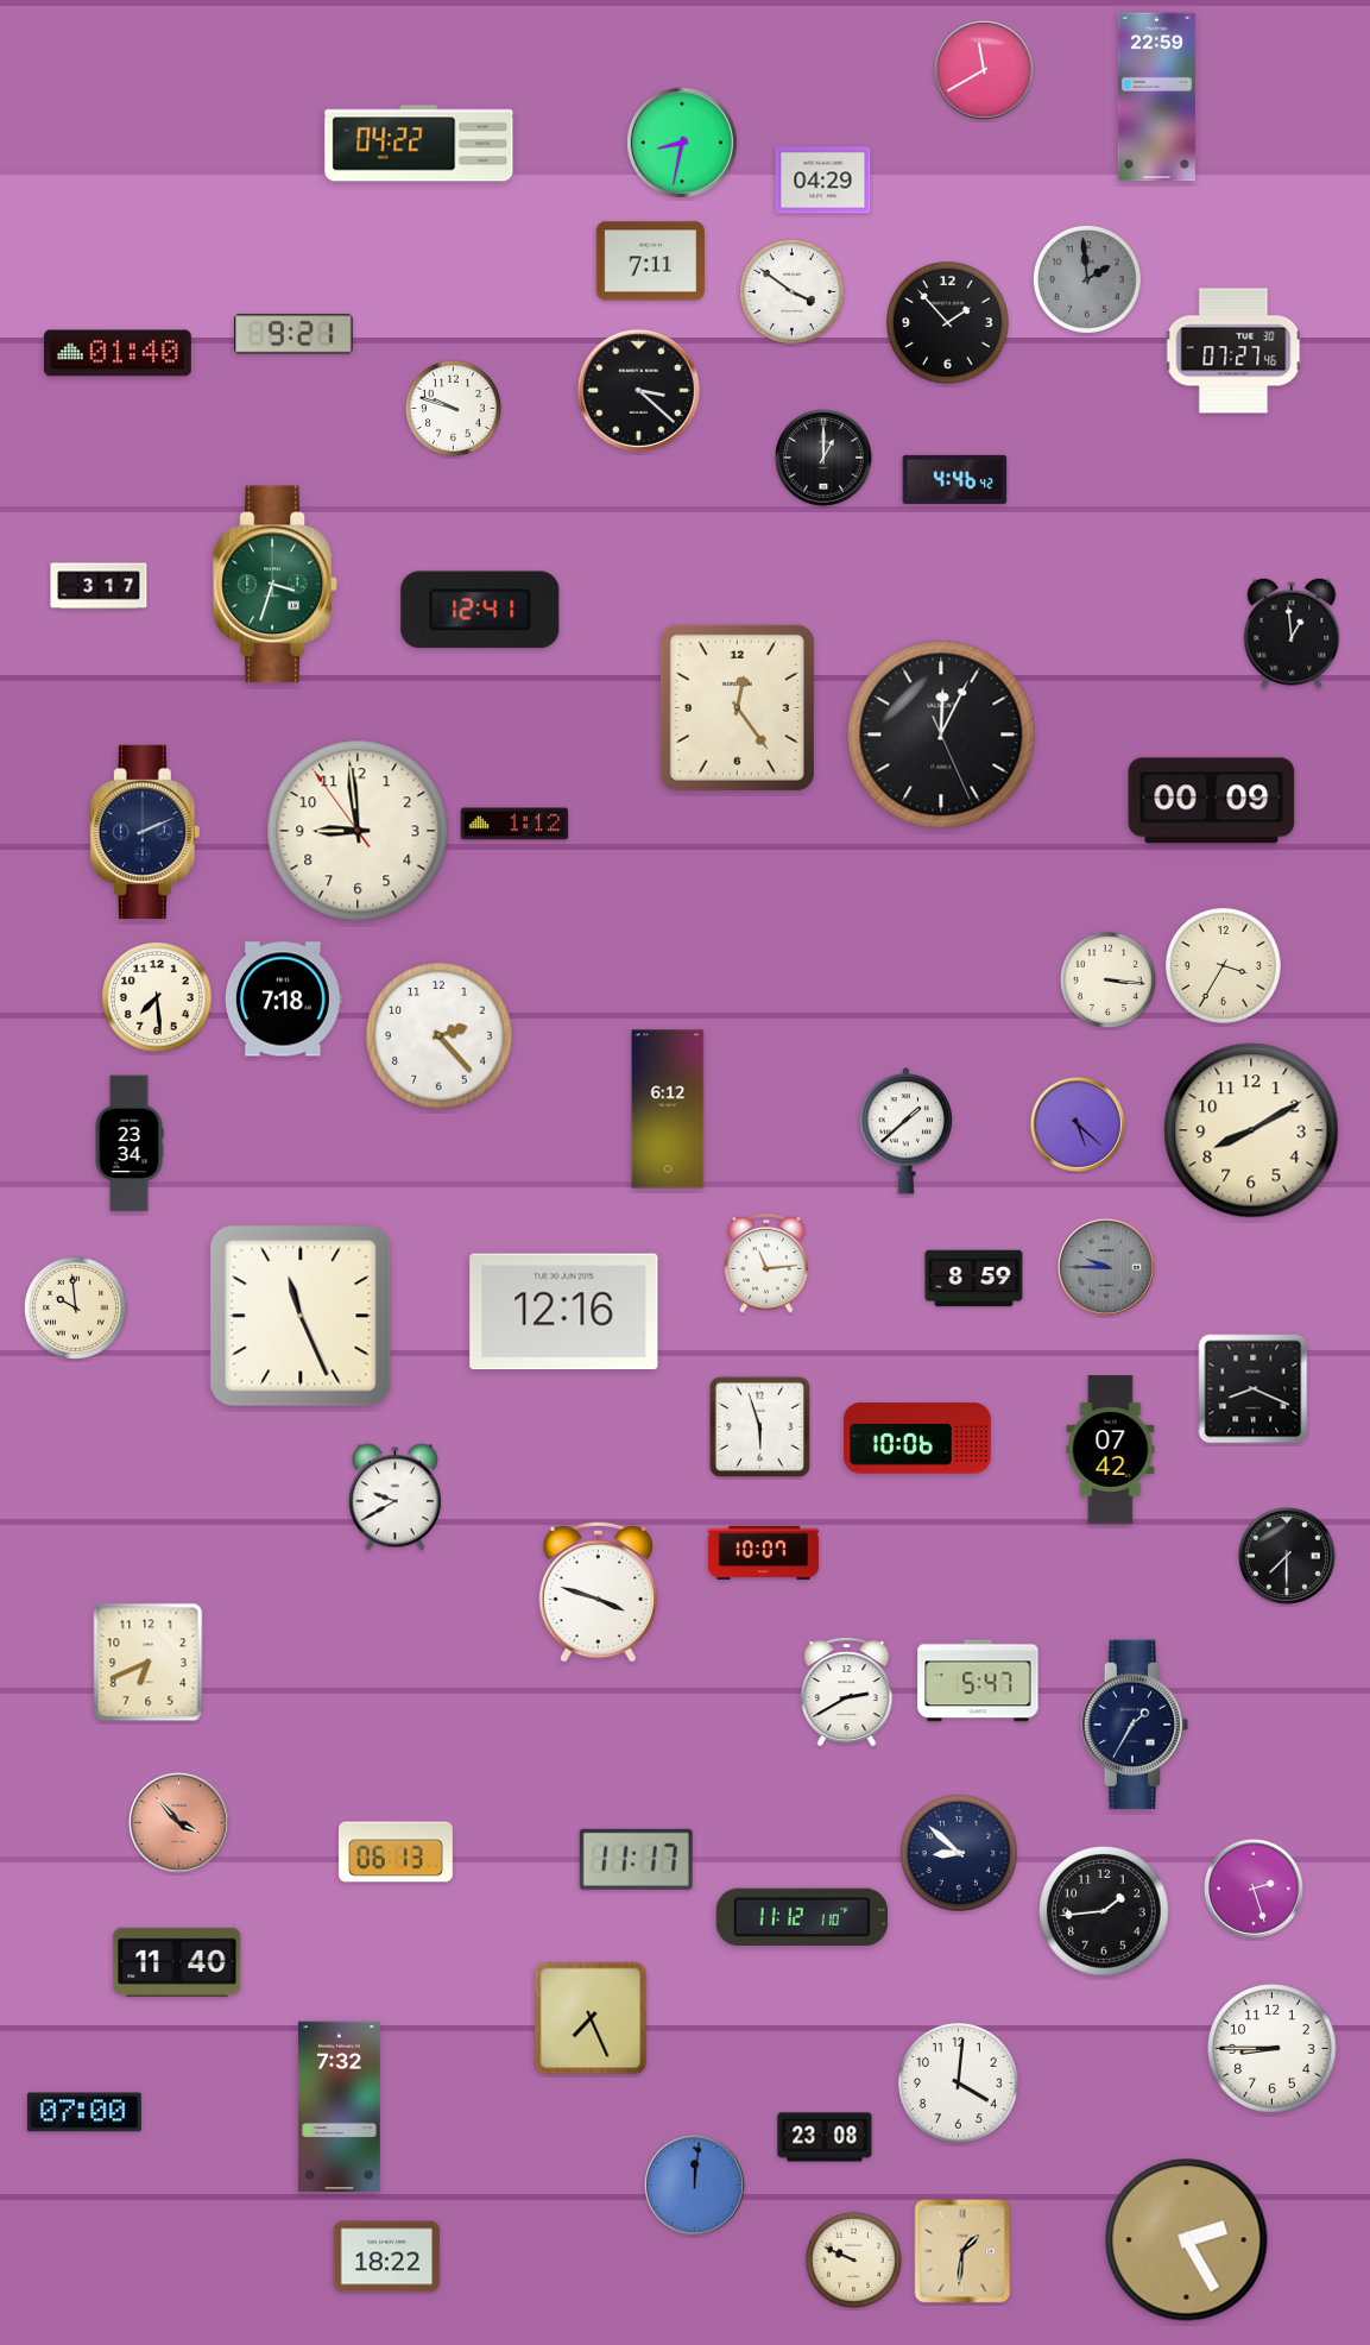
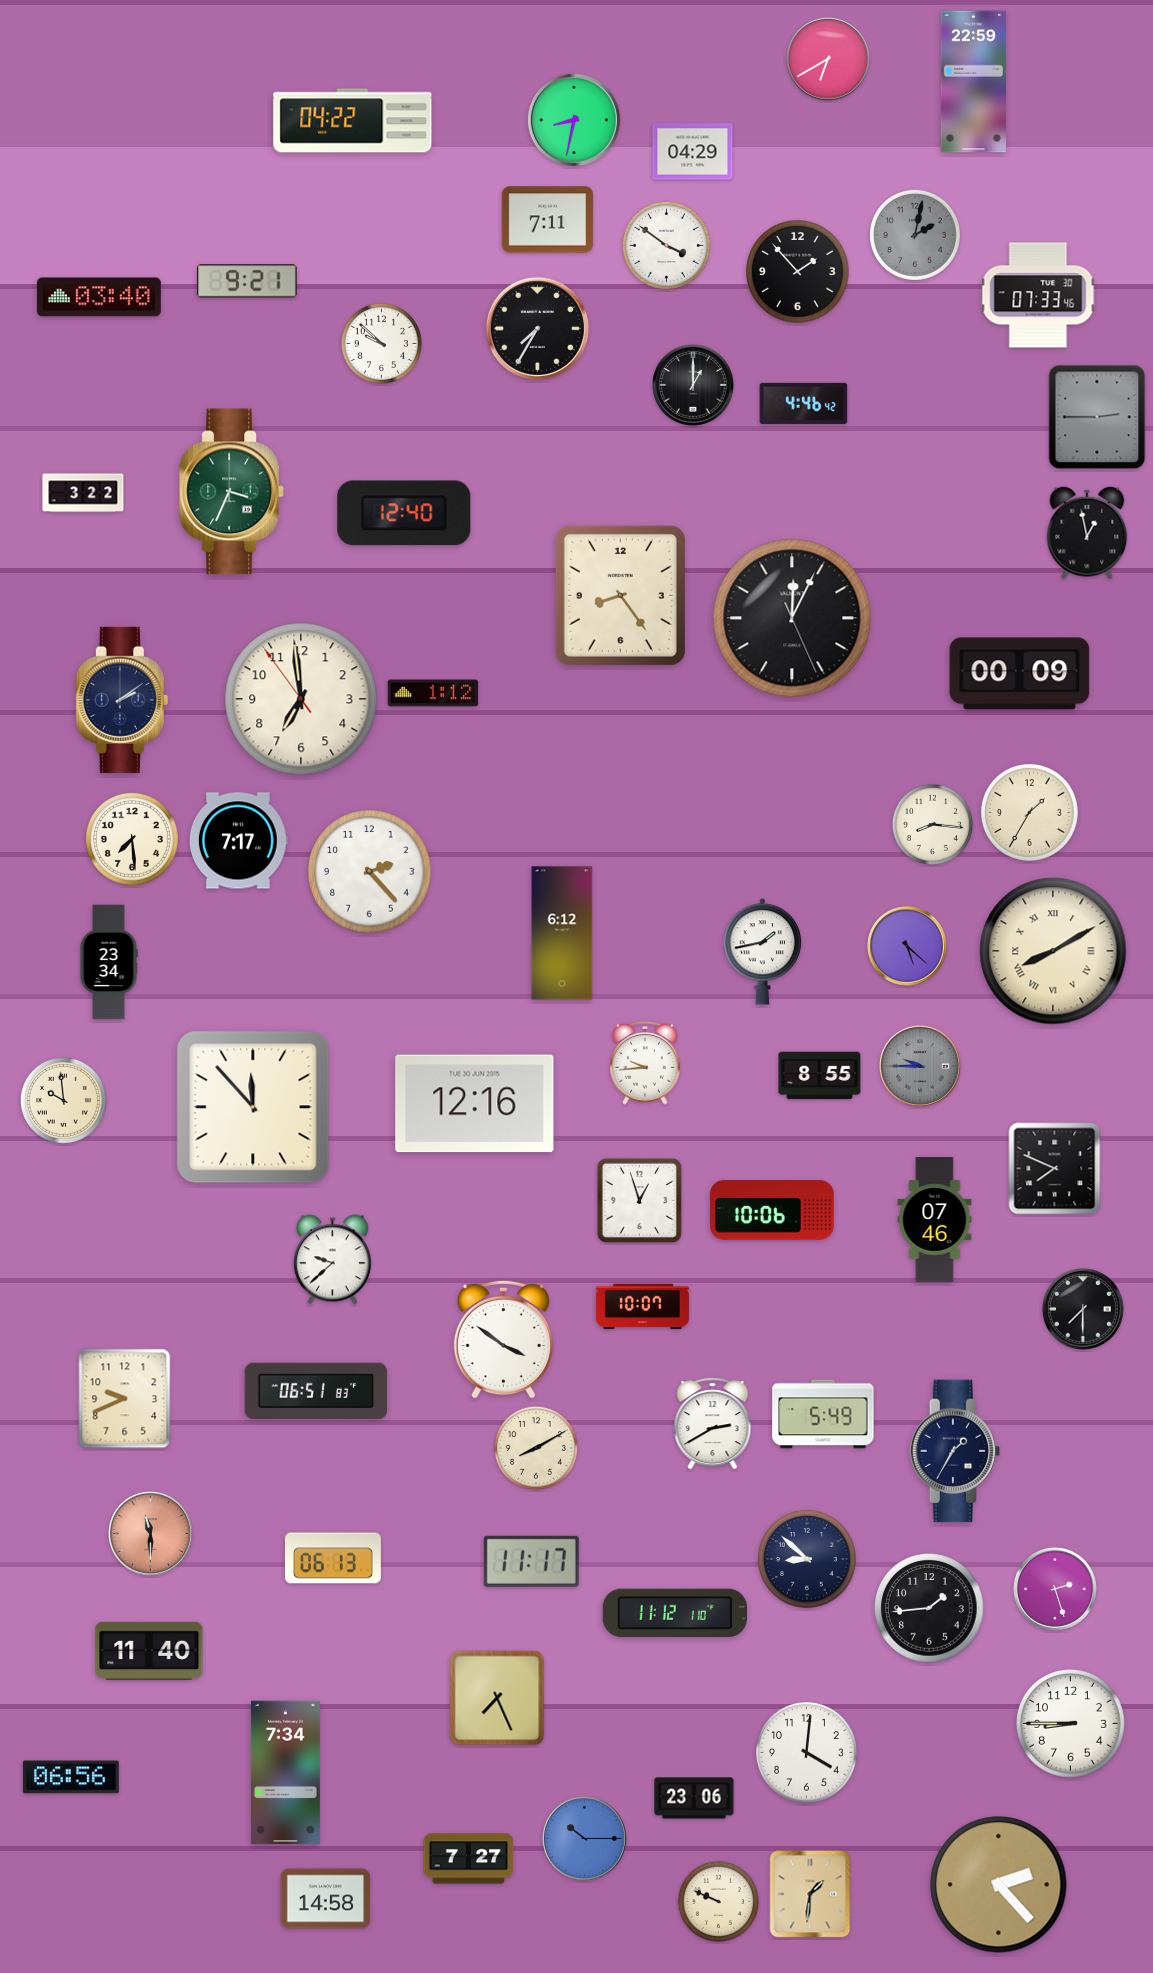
clock at (984, 70): 11:40 -> 6:40
clock at (1087, 279): 1:59 -> 2:02
clock at (1233, 351): 07:27 -> 07:33
clock at (118, 353): 01:40 -> 03:40
clock at (638, 390): 3:22 -> 7:35
clock at (453, 408): 9:48 -> 9:52
clock at (1097, 417): none -> 2:45
clock at (276, 585): 3:33 -> 3:34
clock at (99, 586): 3:17 -> 3:22
clock at (480, 610): 12:41 -> 12:40
clock at (1292, 633): 12:59 -> 12:58
clock at (737, 707): 12:24 -> 8:24
clock at (358, 831): 8:58 -> 6:58
clock at (145, 832): 2:11 -> 2:09
clock at (1223, 965): 3:35 -> 1:35
clock at (1107, 979): 3:16 -> 8:16
clock at (283, 1000): 7:18 -> 7:17
clock at (1251, 1130) numerals: Arabic -> Roman
clock at (907, 1131): 1:38 -> 1:43
clock at (766, 1263): 11:14 -> 9:44
clock at (1107, 1268) position: (1107, 1268) -> (921, 1067)
clock at (974, 1279): 8:59 -> 8:55
clock at (301, 1316): 11:26 -> 11:53
clock at (1254, 1389): 8:19 -> 7:49
clock at (759, 1426): 5:57 -> 12:57
clock at (1111, 1450): 07:42 -> 07:46
clock at (394, 1498): 9:40 -> 9:38
clock at (598, 1591): 3:48 -> 3:51
clock at (316, 1391): none -> 06:51
clock at (149, 1663): 6:41 -> 9:41
clock at (978, 1681): 5:47 -> 5:49
clock at (536, 1448): none -> 8:10
clock at (178, 1822): 3:53 -> 11:30
clock at (636, 1859) position: (636, 1859) -> (531, 1561)
clock at (339, 2107): 7:32 -> 7:34
clock at (84, 2112): 07:00 -> 06:56
clock at (825, 2137): 23:08 -> 23:06
clock at (694, 2185): 12:01 -> 10:15
clock at (469, 1859): none -> 7:27
clock at (1187, 2240): 2:25 -> 2:23
clock at (387, 2257): 18:22 -> 14:58
